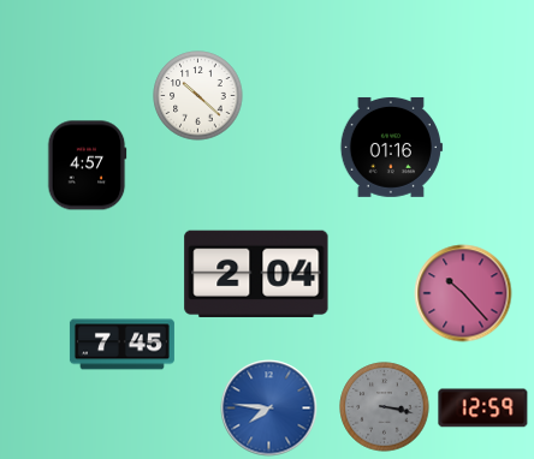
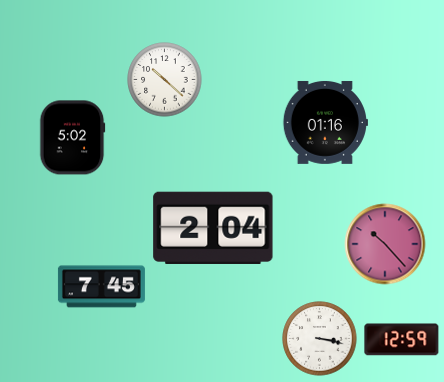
clock at (87, 166): 4:57 -> 5:02
clock at (385, 407) dial: grey -> white
clock at (269, 409): 7:46 -> none
